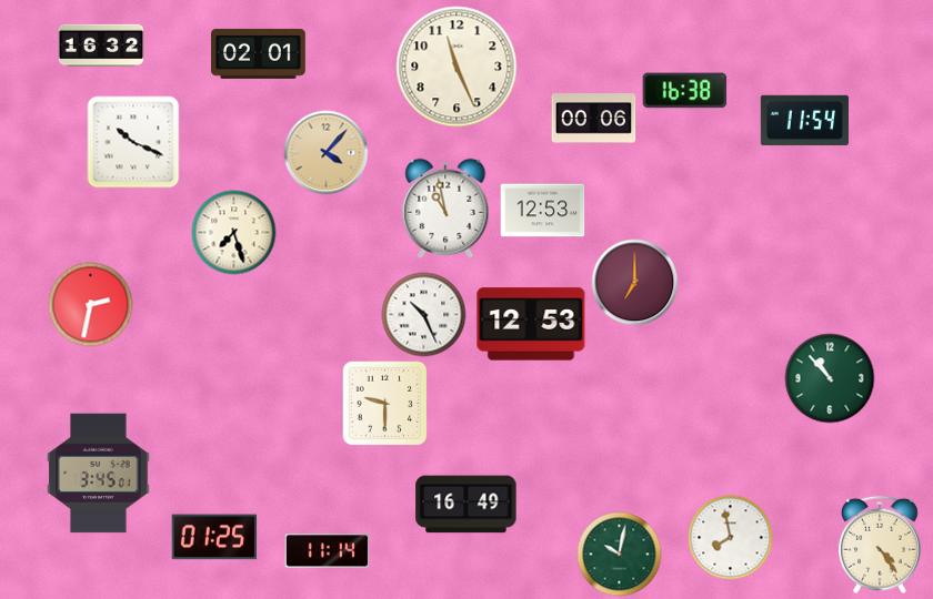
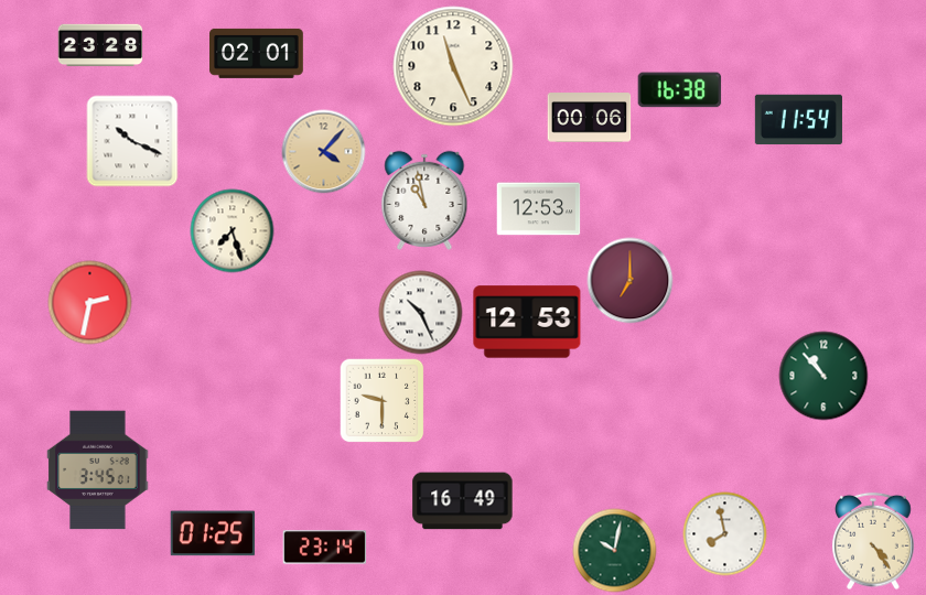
clock at (101, 45): 16:32 -> 23:28
clock at (445, 209) position: (445, 209) -> (424, 201)
clock at (328, 551): 11:14 -> 23:14
